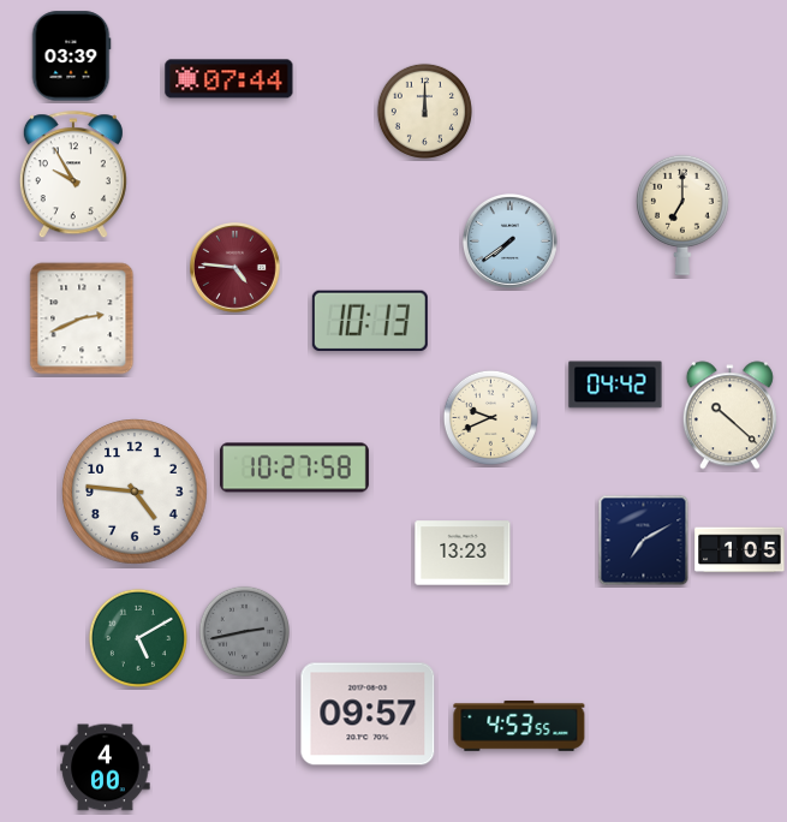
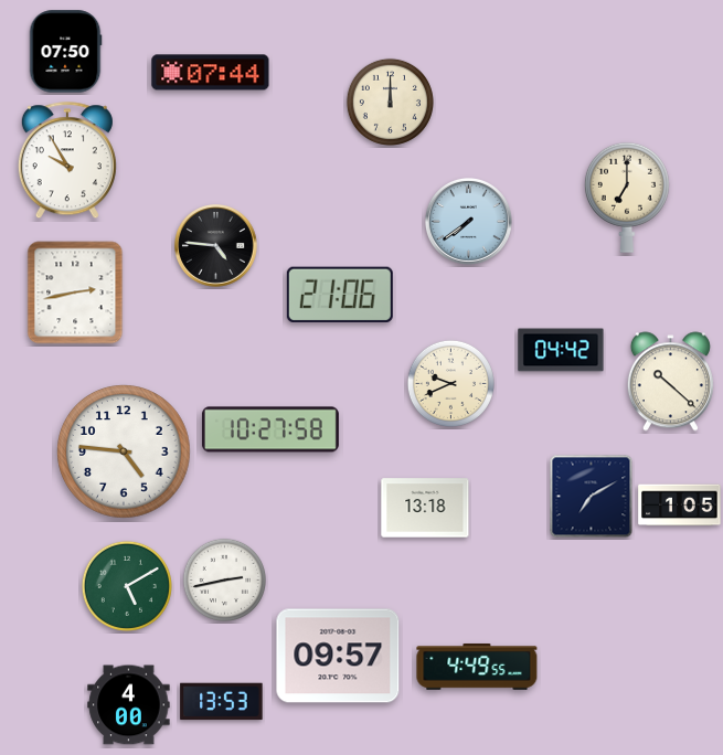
clock at (71, 56): 03:39 -> 07:50
clock at (235, 268) dial: burgundy -> black
clock at (82, 318): 2:41 -> 2:43
clock at (370, 321): 10:13 -> 21:06
clock at (615, 385) position: (615, 385) -> (561, 350)
clock at (463, 553): 13:23 -> 13:18
clock at (244, 631) dial: grey -> white
clock at (519, 726): 4:53 -> 4:49
clock at (222, 702): none -> 13:53
clock at (106, 768) position: (106, 768) -> (129, 705)
